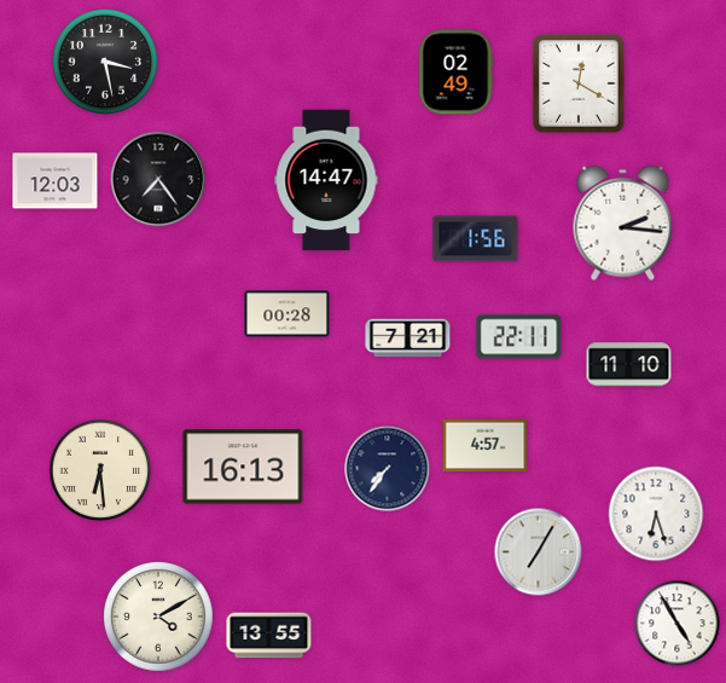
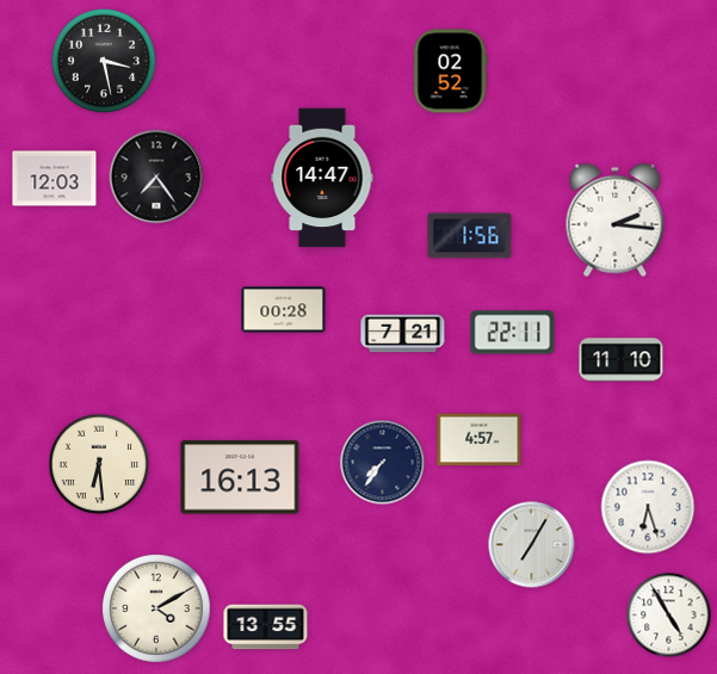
clock at (455, 73): 02:49 -> 02:52
clock at (580, 83): 12:20 -> none
clock at (243, 467) position: (243, 467) -> (240, 477)
